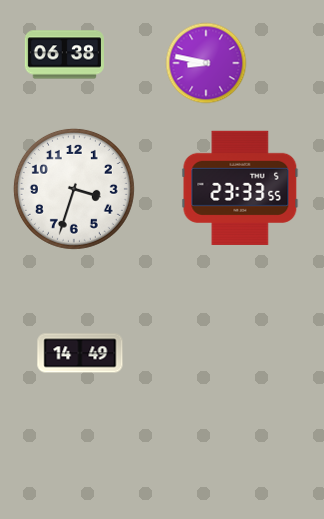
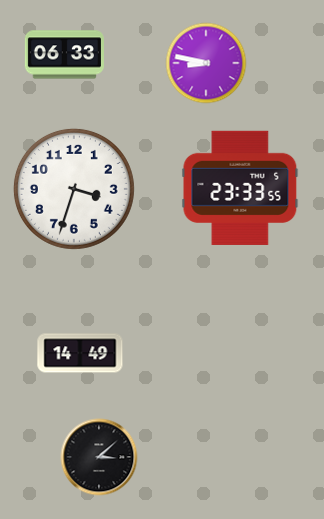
clock at (64, 55): 06:38 -> 06:33
clock at (99, 457): none -> 3:08
